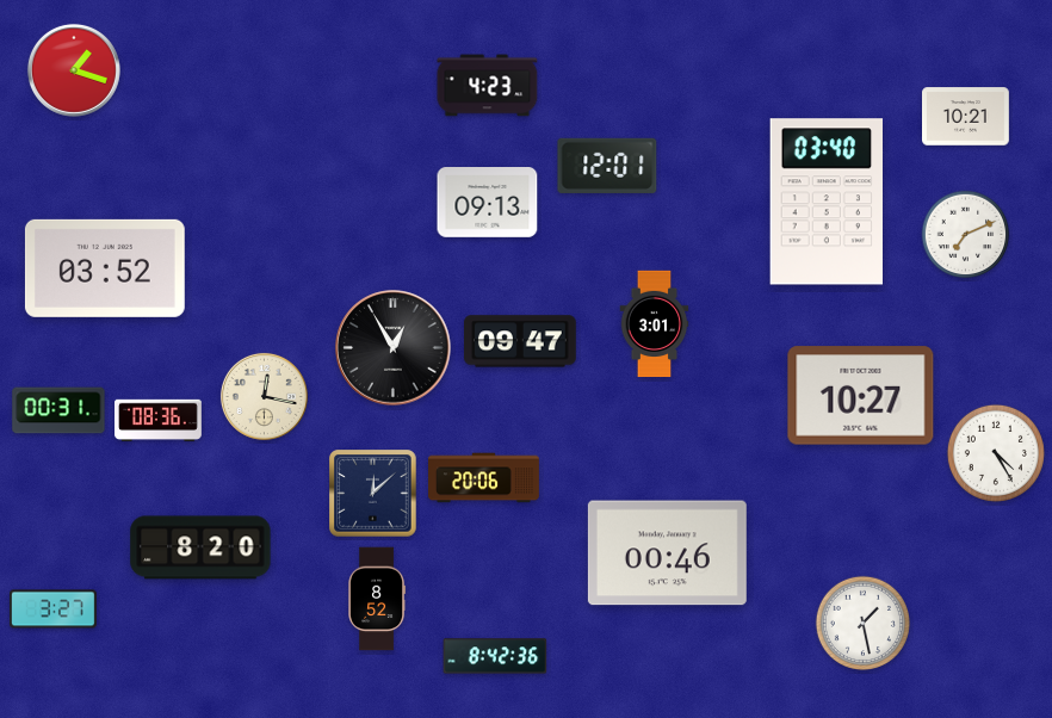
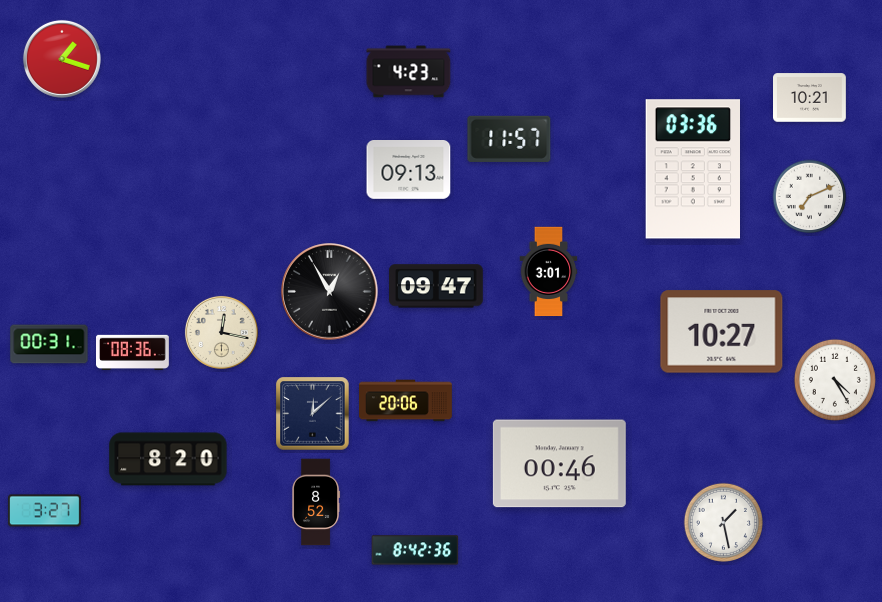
clock at (607, 166): 12:01 -> 11:57
clock at (825, 202): 03:40 -> 03:36
clock at (105, 268): 03:52 -> none
